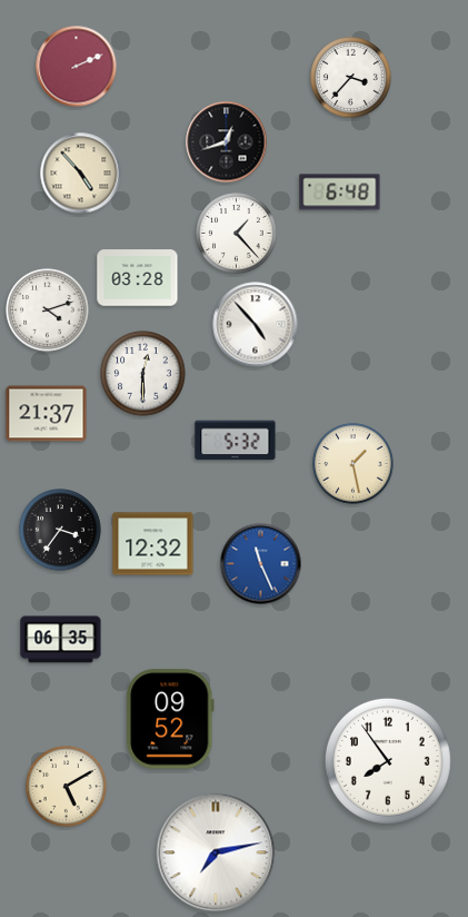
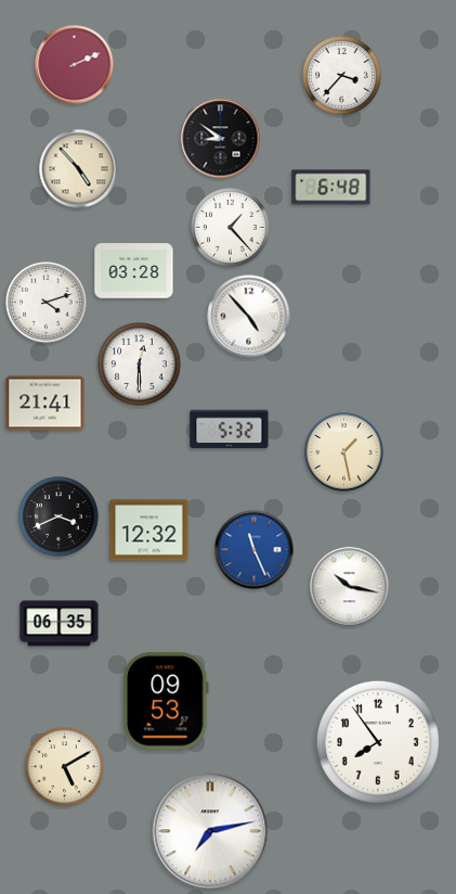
clock at (227, 142): 12:42 -> 8:51
clock at (47, 414): 21:37 -> 21:41
clock at (60, 530): 3:36 -> 3:41
clock at (350, 587): none -> 10:17
clock at (170, 719): 09:52 -> 09:53
